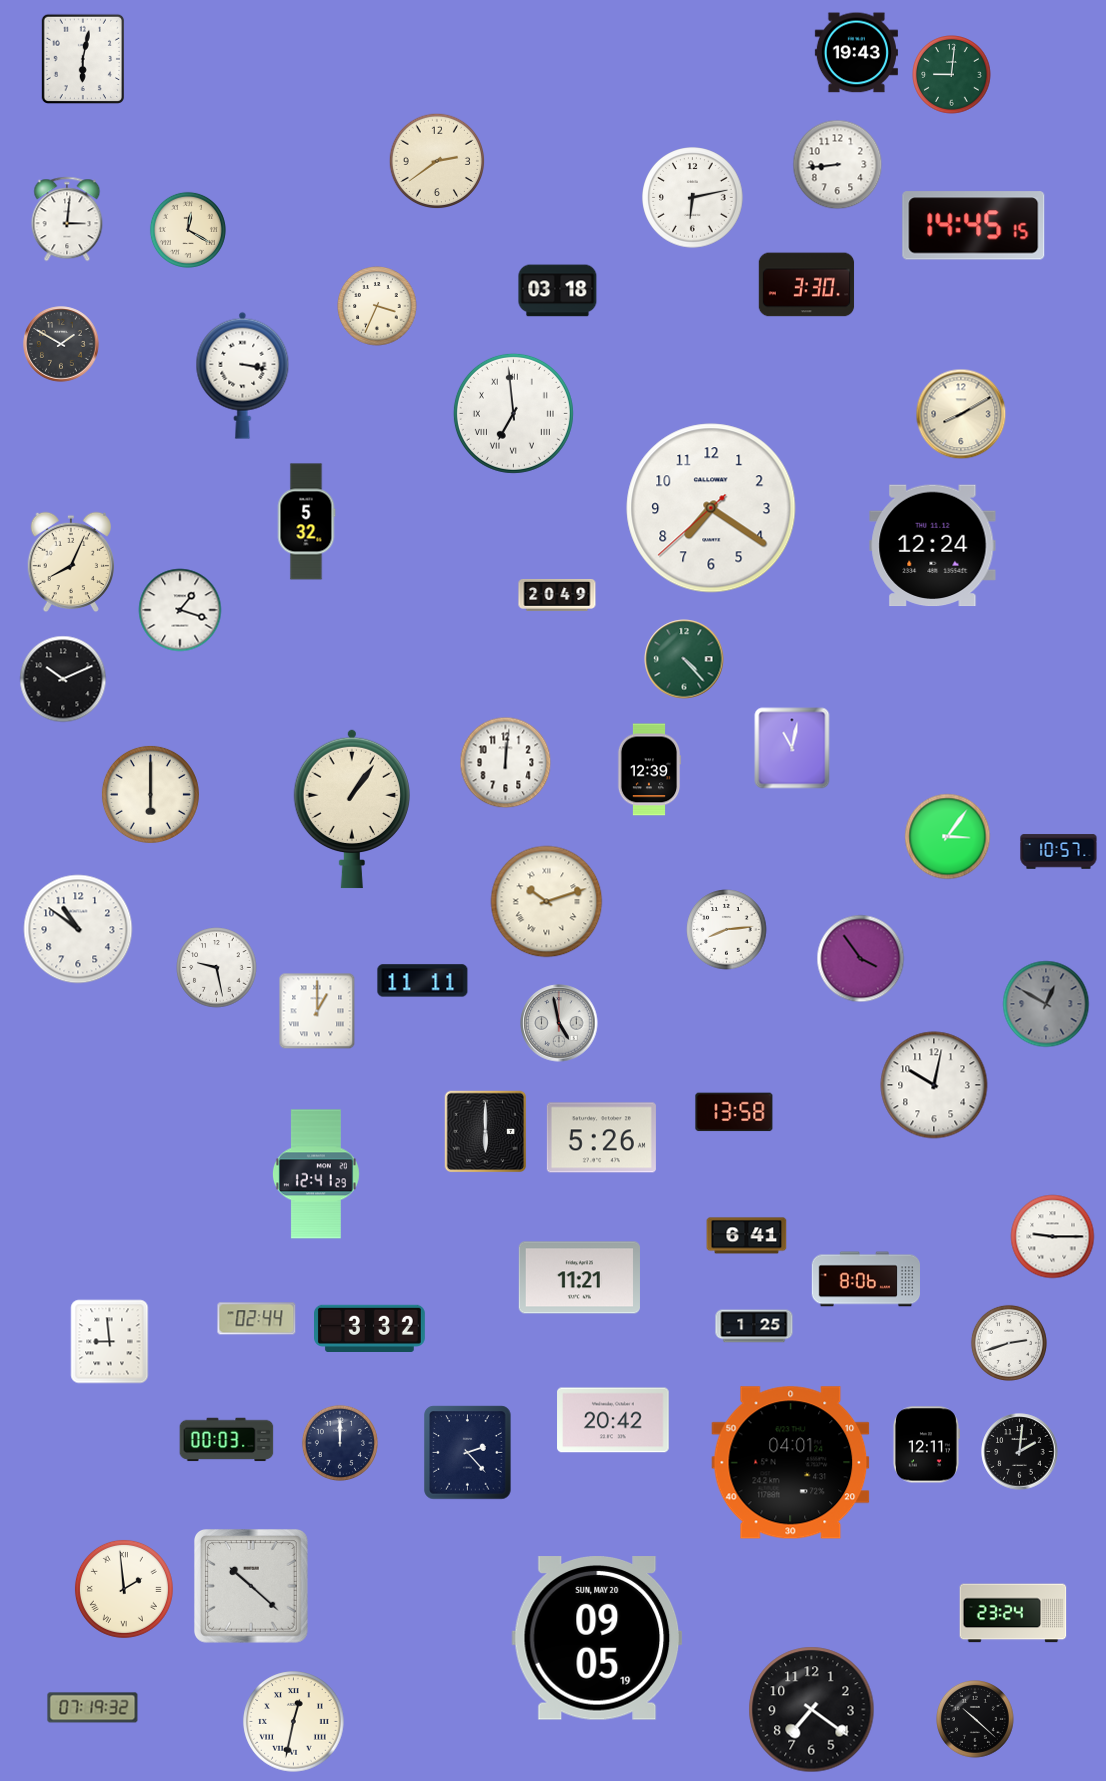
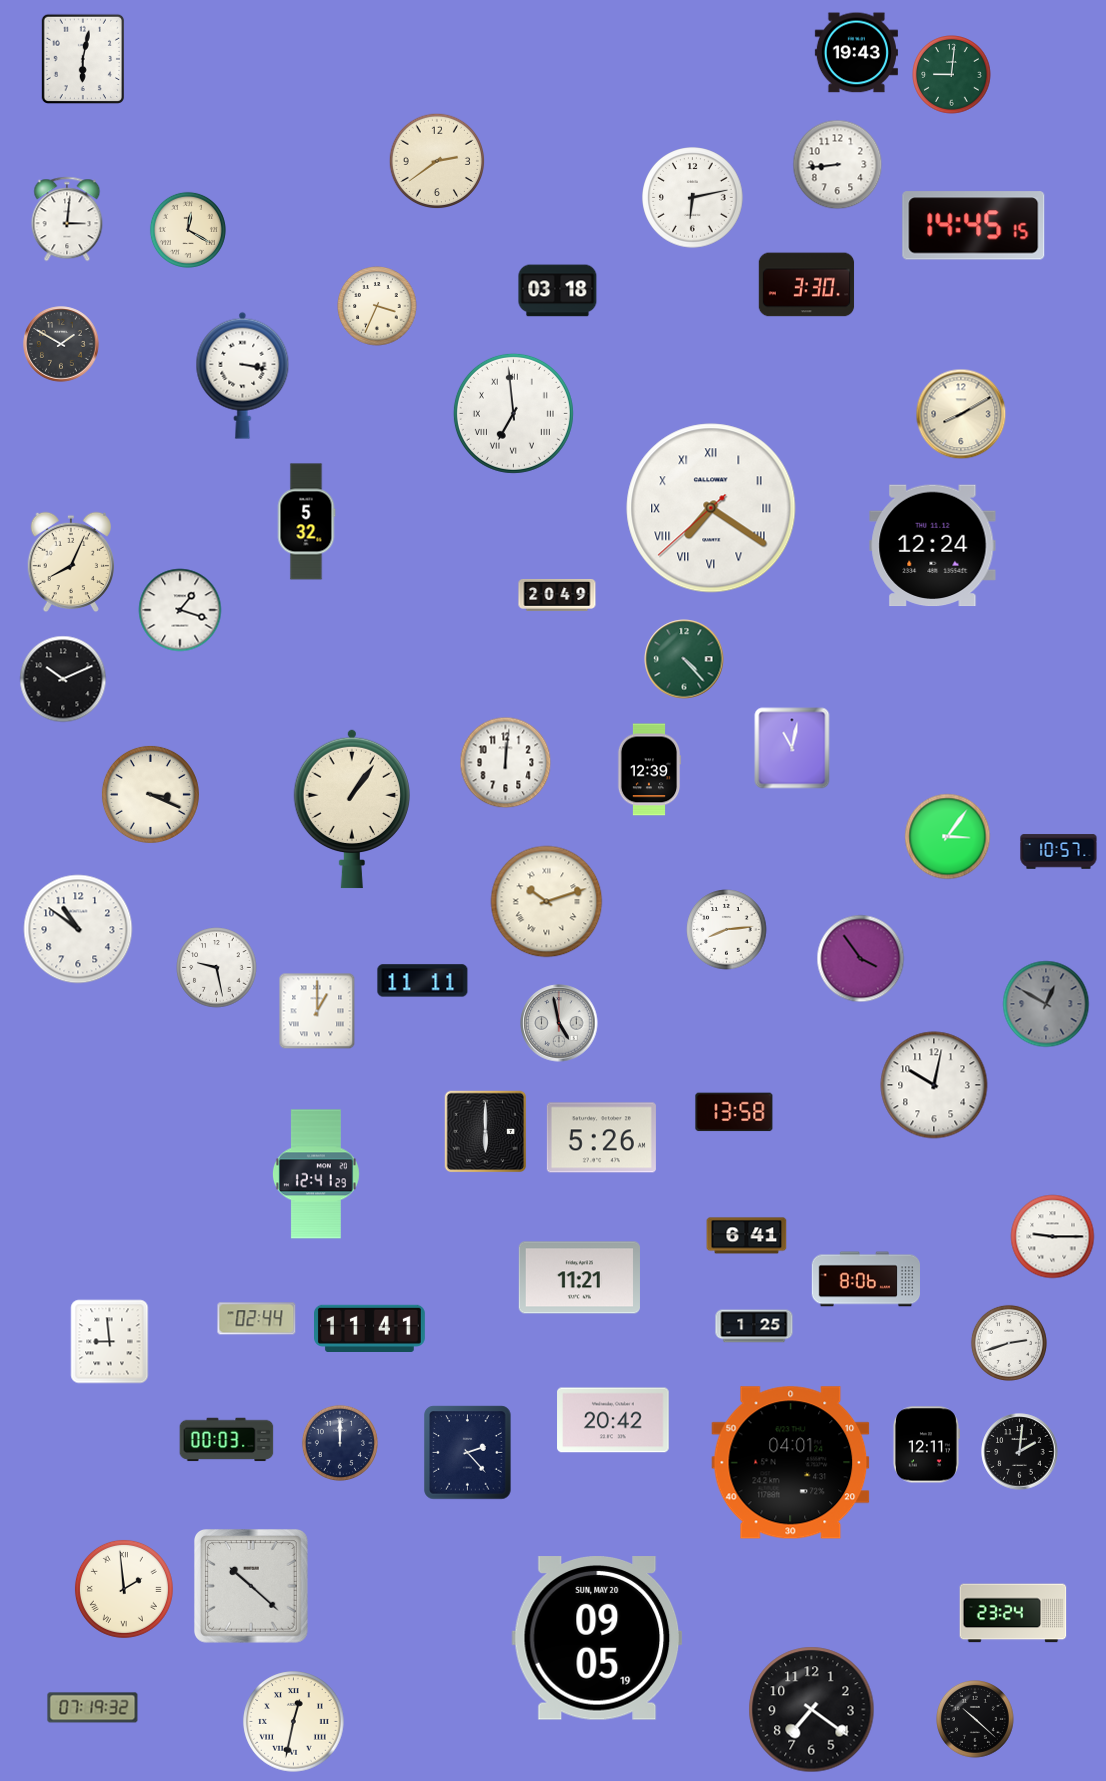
clock at (711, 508) numerals: Arabic -> Roman
clock at (150, 794): 6:00 -> 3:19
clock at (370, 1328): 3:32 -> 11:41
